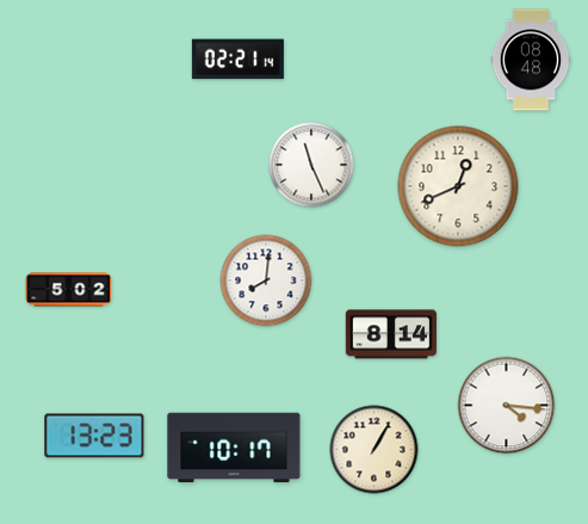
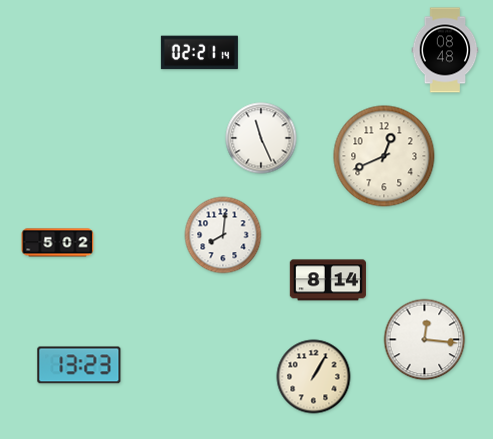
clock at (237, 60) position: (237, 60) -> (199, 53)
clock at (507, 406): 4:16 -> 12:16
clock at (234, 448): 10:17 -> none
